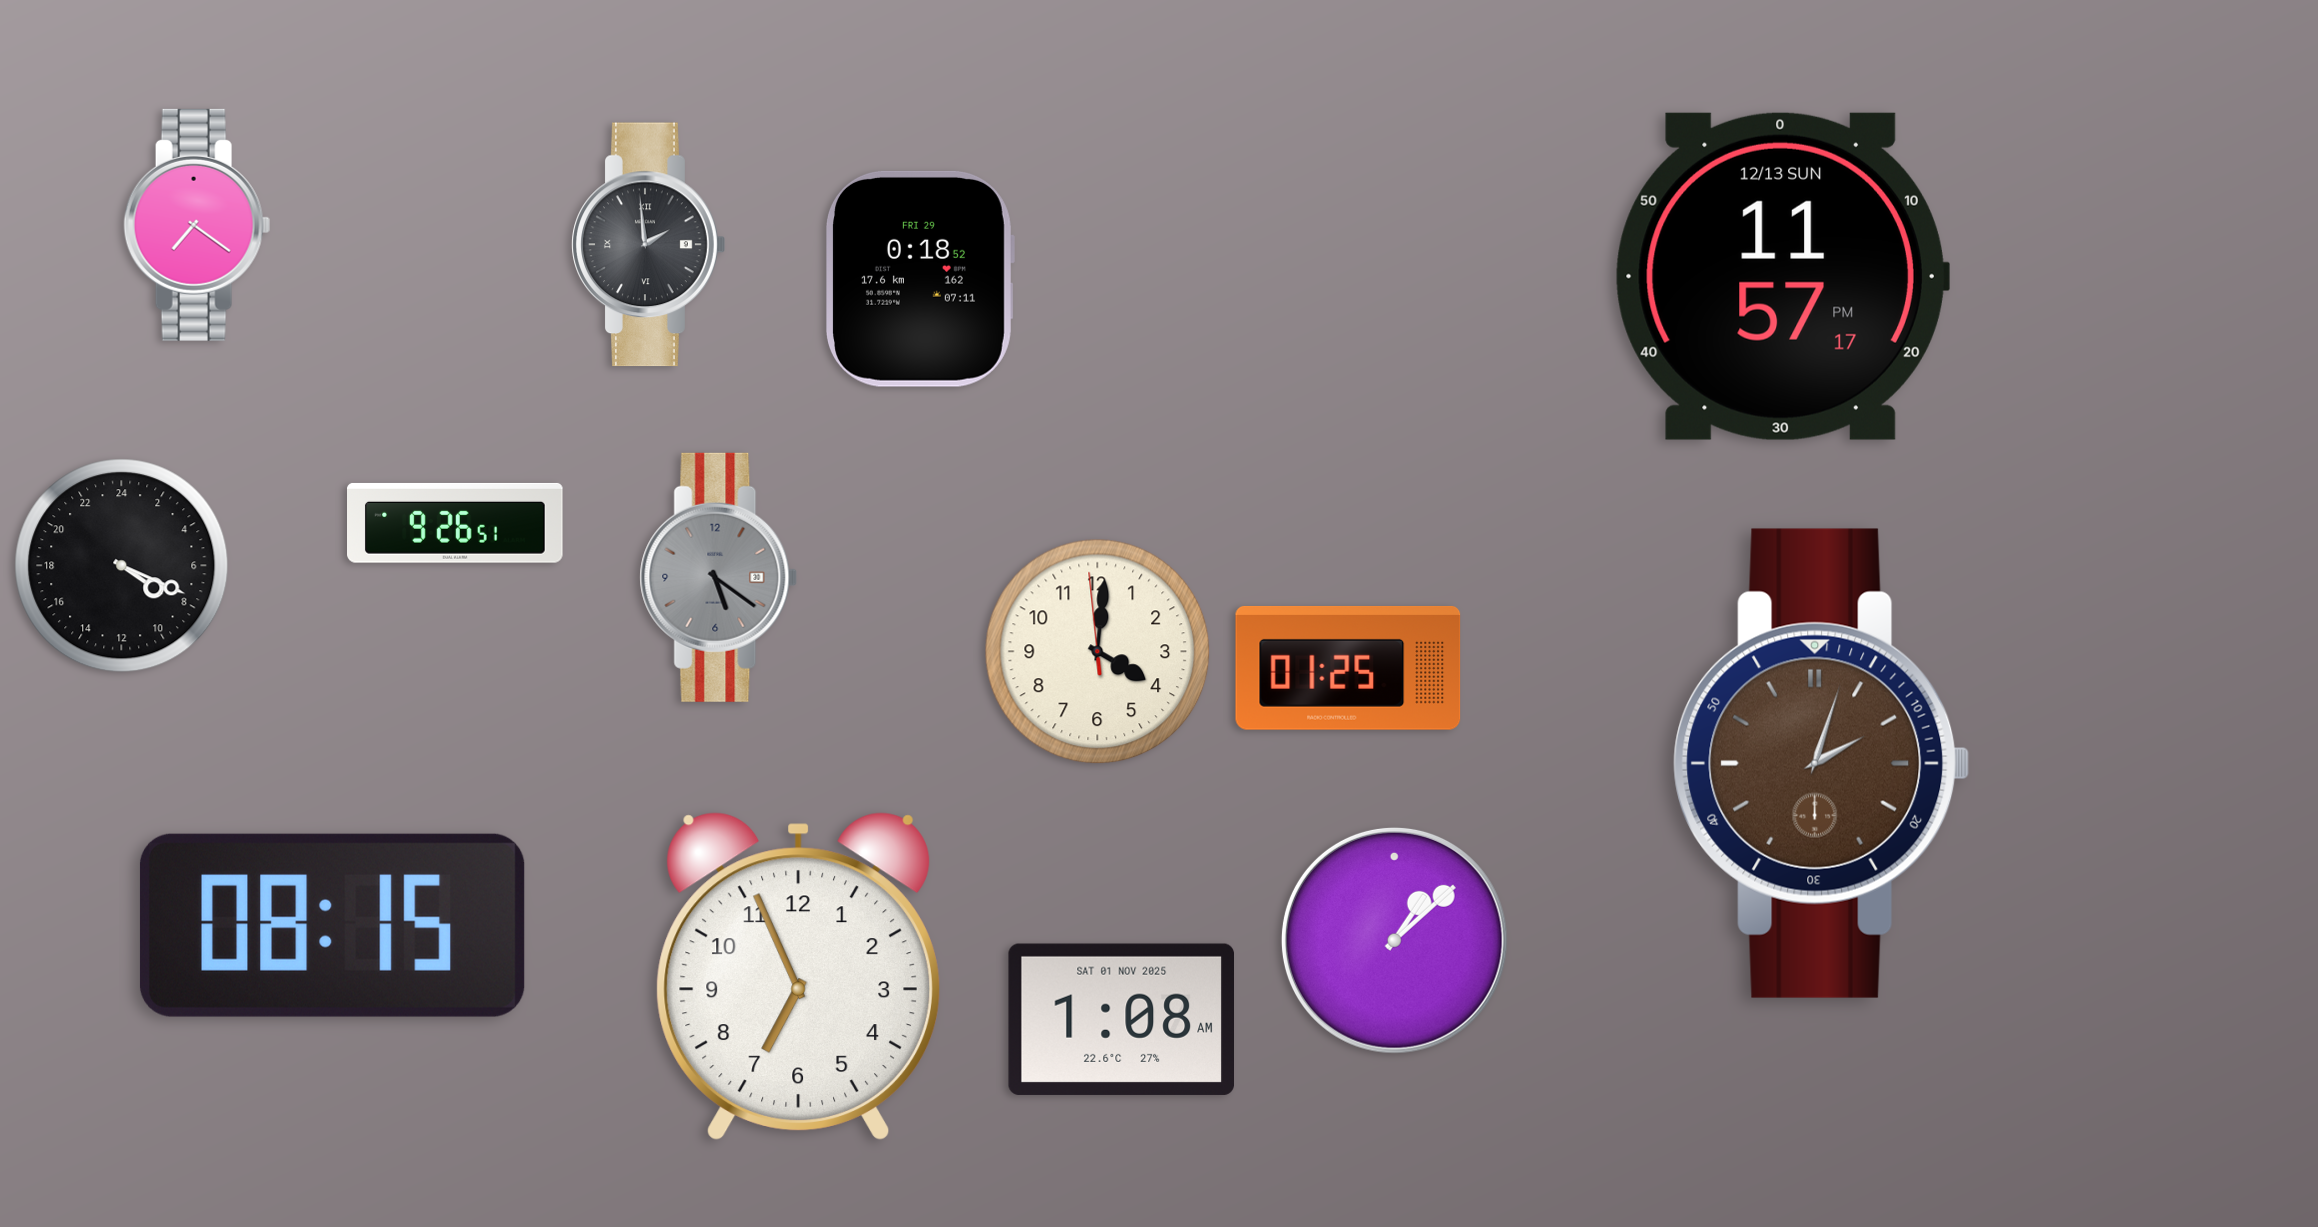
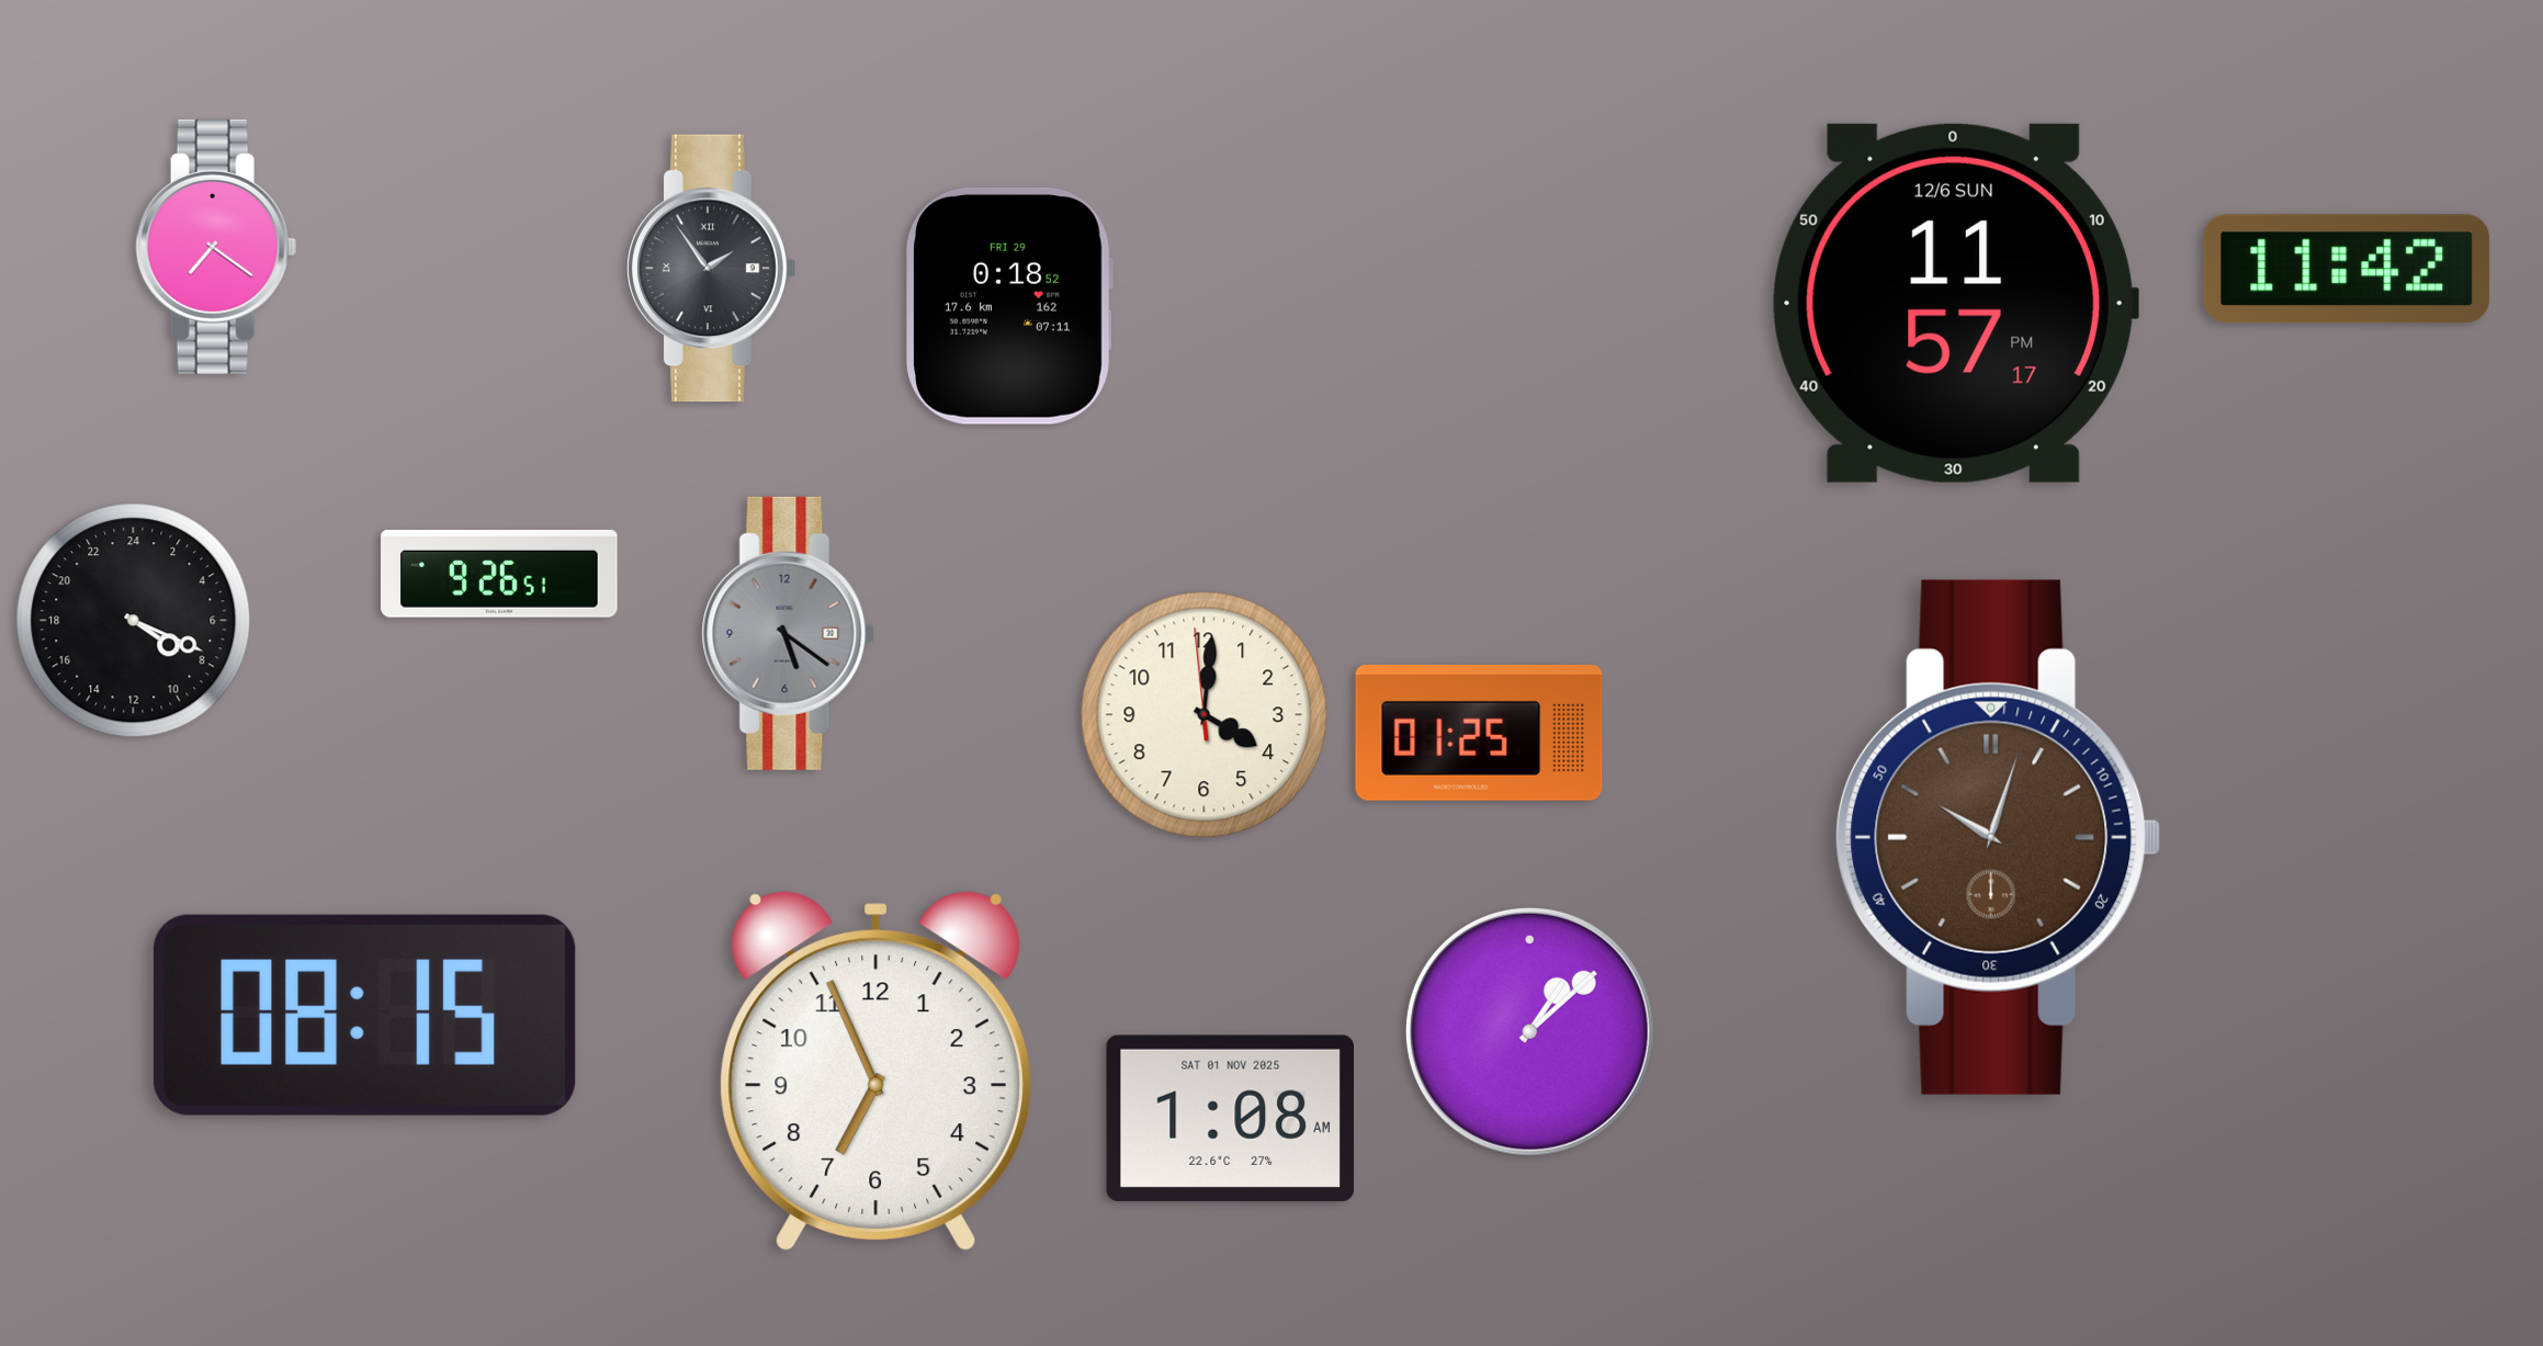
clock at (649, 245): 1:59 -> 1:54
clock at (2347, 269): none -> 11:42
clock at (1782, 276) date: 12/13 SUN -> 12/6 SUN
clock at (1822, 763): 2:03 -> 10:03
